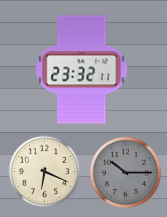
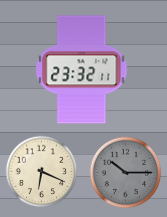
clock at (45, 172) position: (45, 172) -> (42, 172)
